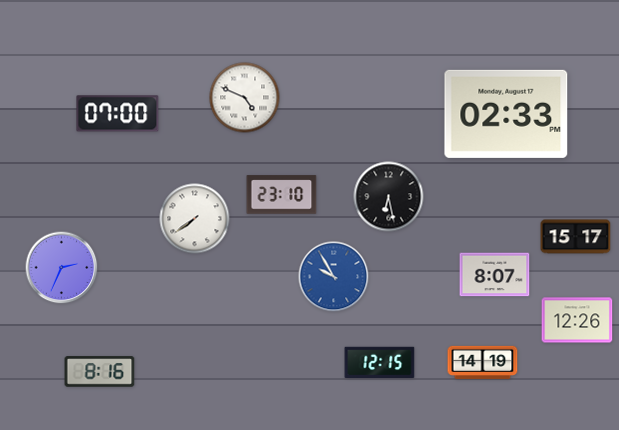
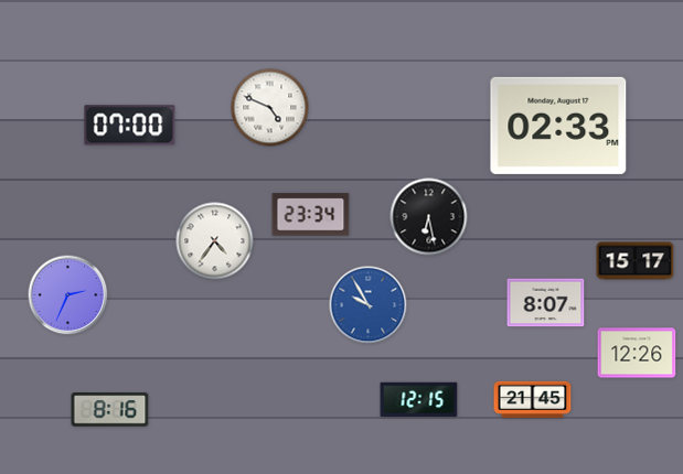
clock at (282, 195): 23:10 -> 23:34
clock at (195, 219): 7:39 -> 4:36
clock at (483, 362): 14:19 -> 21:45
